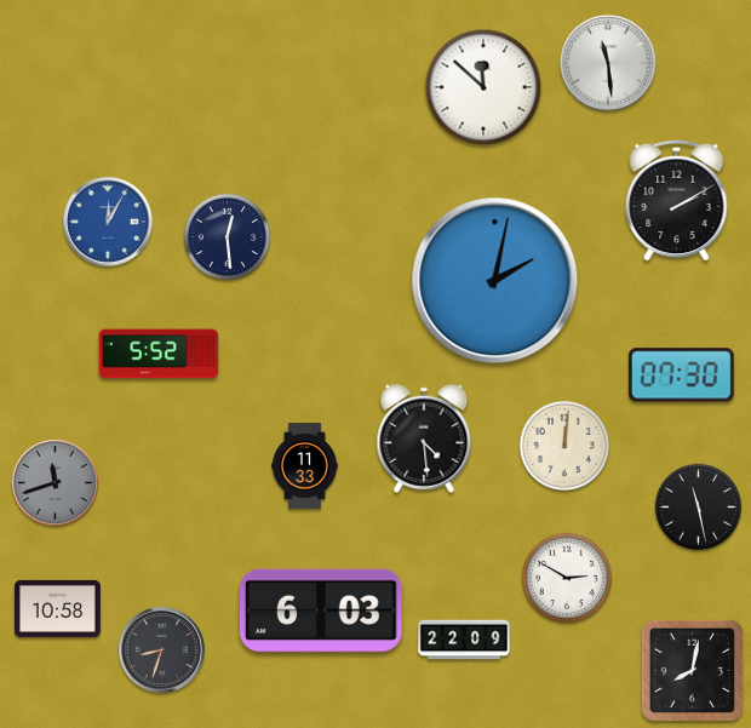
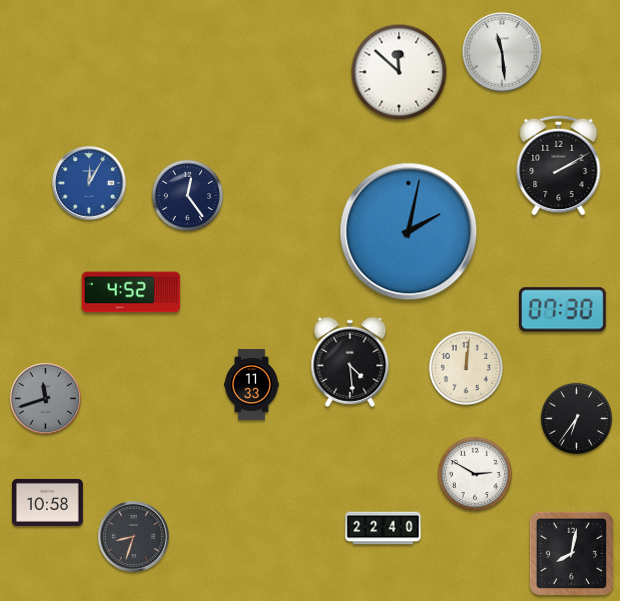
clock at (228, 237): 12:29 -> 12:24
clock at (159, 354): 5:52 -> 4:52
clock at (699, 508): 11:28 -> 6:36
clock at (567, 578) position: (567, 578) -> (475, 474)
clock at (321, 611): 6:03 -> none
clock at (464, 640): 22:09 -> 22:40
